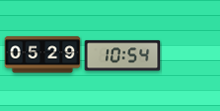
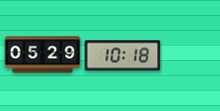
clock at (123, 56): 10:54 -> 10:18
